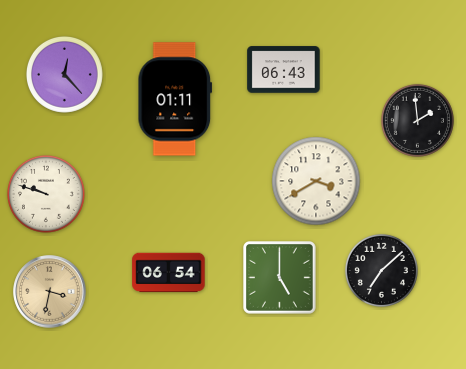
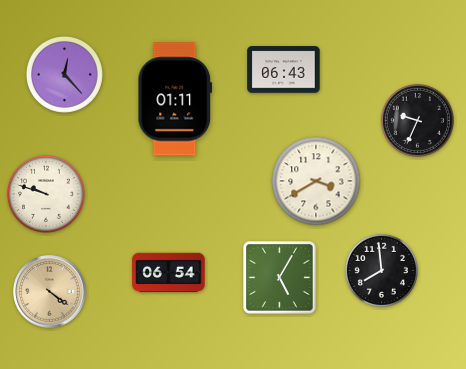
clock at (417, 120): 1:59 -> 9:34
clock at (381, 270): 7:08 -> 7:59
clock at (280, 278): 5:00 -> 5:05
clock at (50, 292): 3:32 -> 4:21
